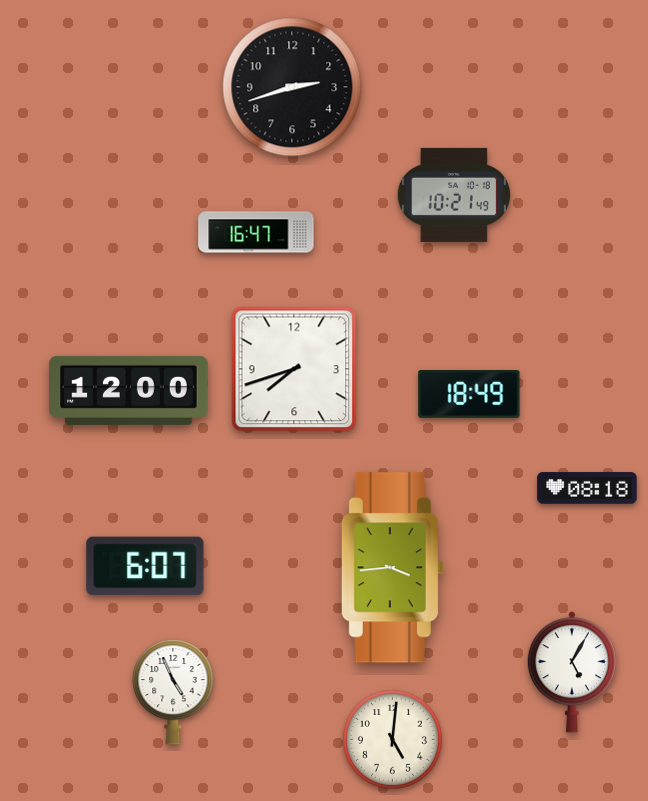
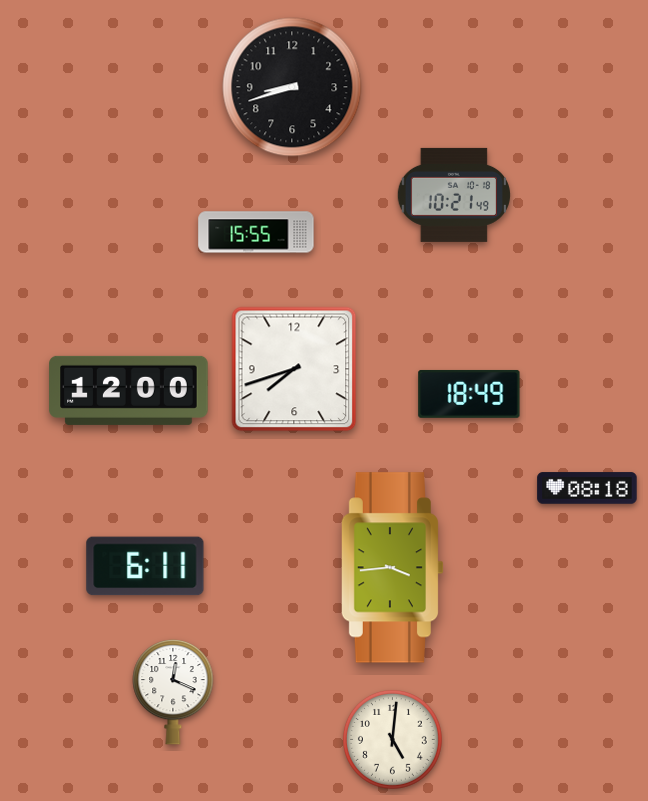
clock at (292, 87): 2:42 -> 8:42
clock at (256, 232): 16:47 -> 15:55
clock at (145, 566): 6:07 -> 6:11
clock at (572, 672): 5:05 -> none
clock at (173, 692): 4:56 -> 12:19
